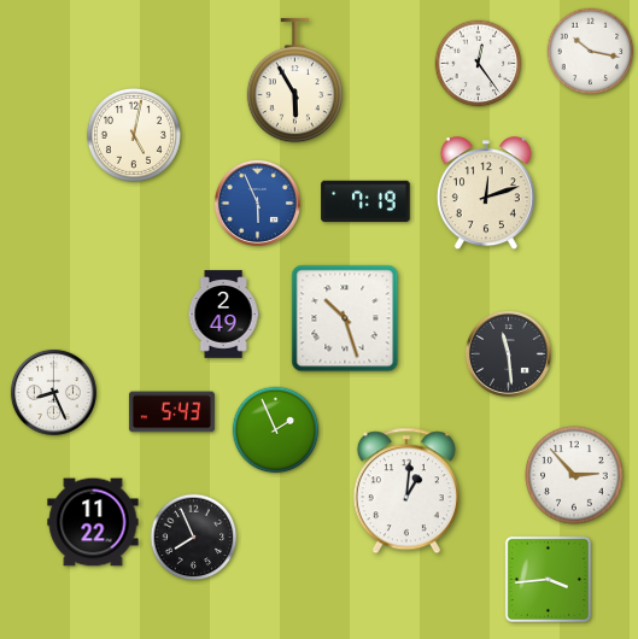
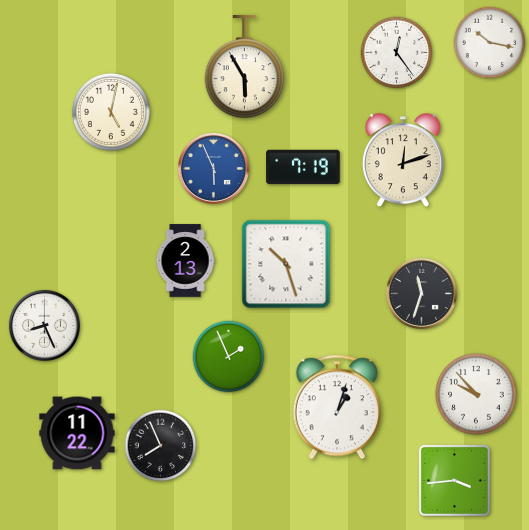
clock at (223, 315): 2:49 -> 2:13
clock at (508, 353): 11:29 -> 11:33
clock at (171, 412): 5:43 -> none
clock at (574, 475): 2:53 -> 9:53
clock at (406, 491): 1:01 -> 1:03
